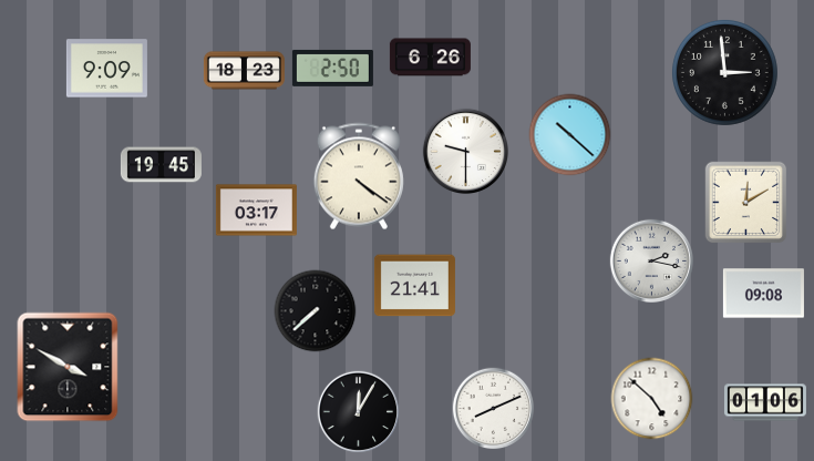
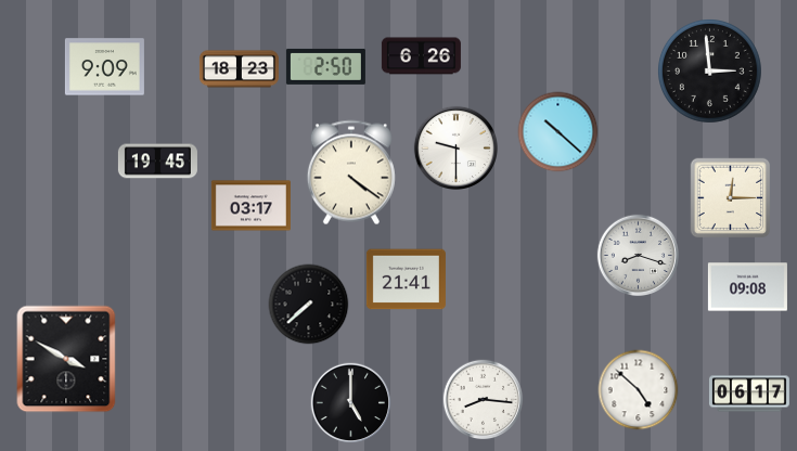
clock at (746, 203): 12:10 -> 12:15
clock at (651, 260): 2:17 -> 8:18
clock at (765, 402): 01:06 -> 06:17
clock at (494, 409): 8:11 -> 8:16
clock at (359, 412): 12:05 -> 5:00
